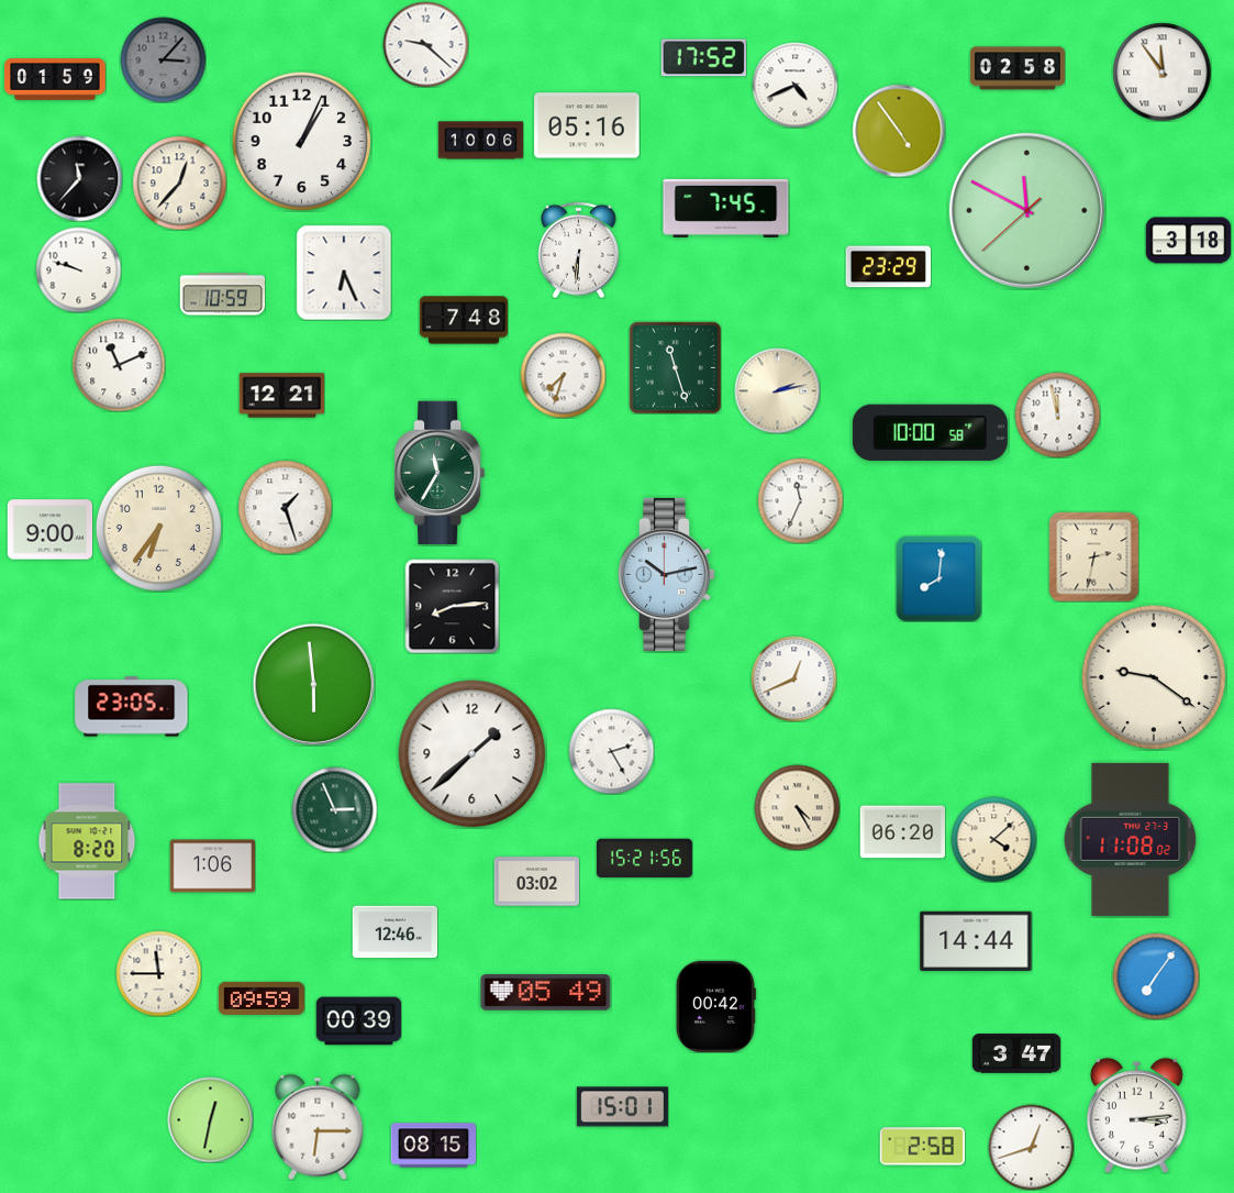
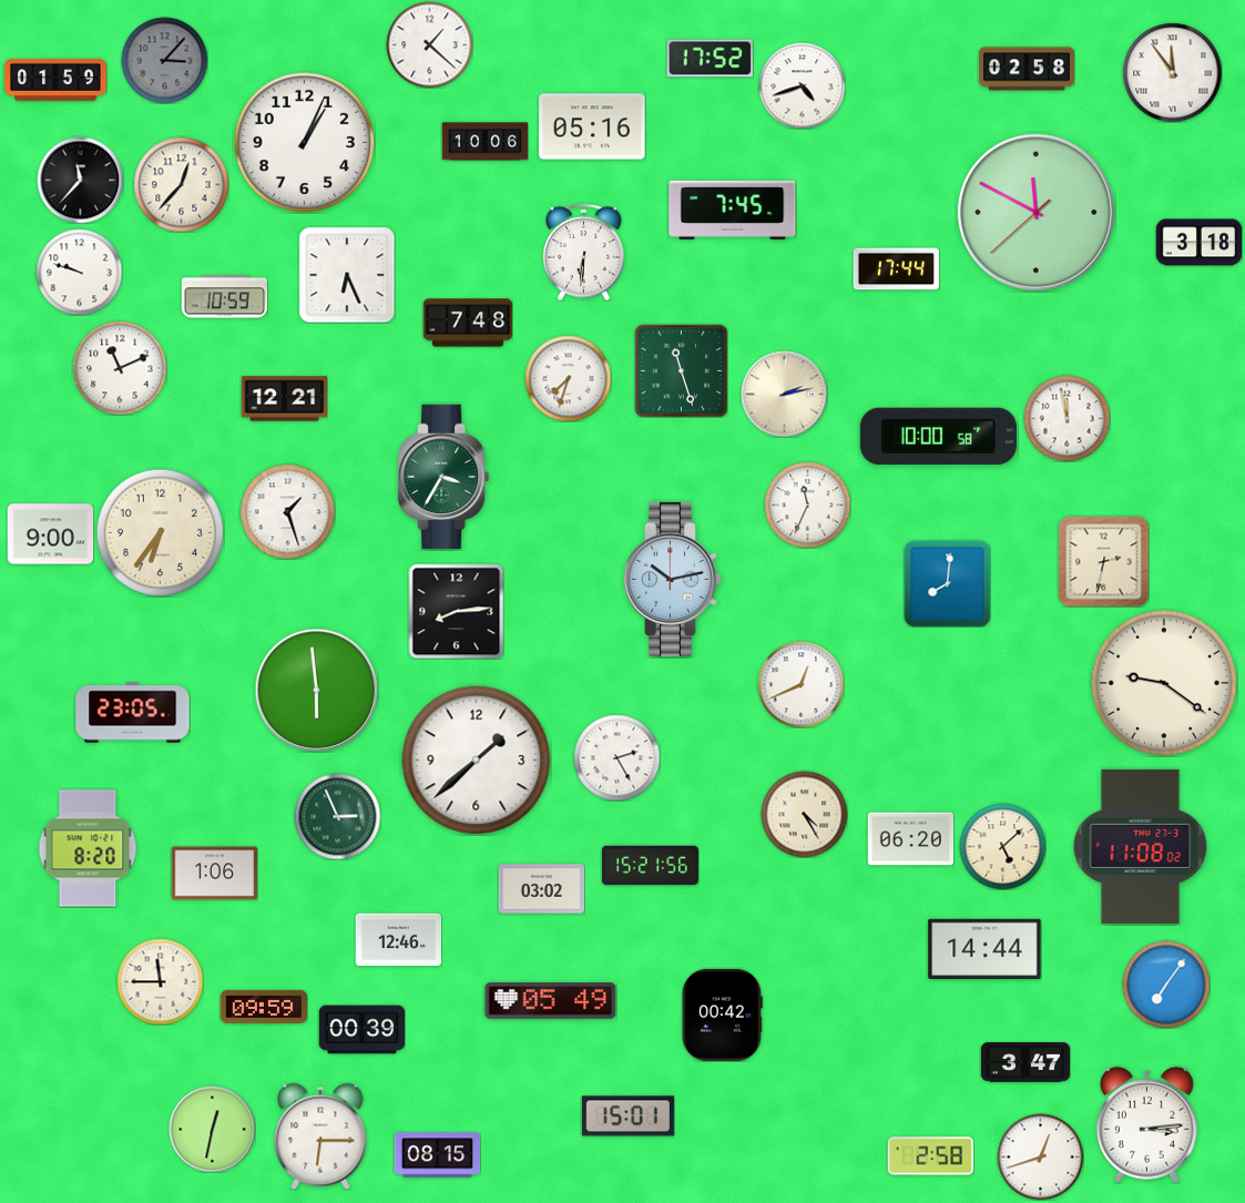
clock at (425, 44): 9:22 -> 1:22
clock at (794, 85): 4:41 -> 4:42
clock at (899, 131): 4:54 -> none
clock at (888, 267): 23:29 -> 17:44
clock at (440, 473): 11:35 -> 3:35
clock at (993, 839): 4:08 -> 5:08
